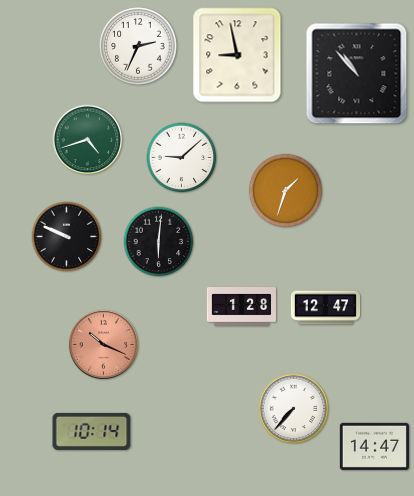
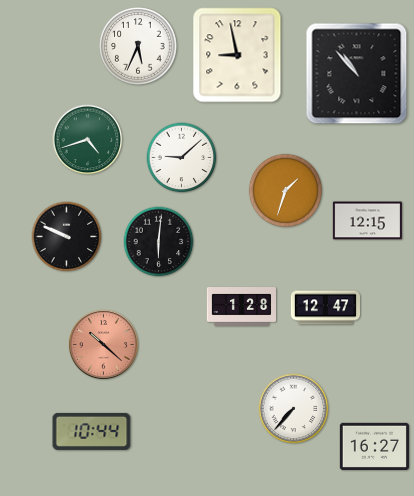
clock at (138, 46): 2:34 -> 5:34
clock at (367, 221): none -> 12:15
clock at (103, 344): 10:19 -> 10:22
clock at (92, 431): 10:14 -> 10:44
clock at (374, 446): 14:47 -> 16:27
